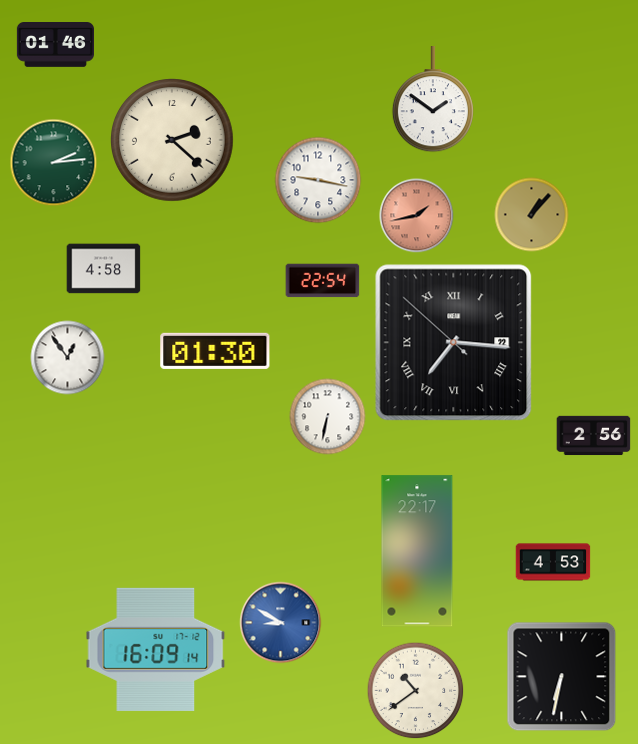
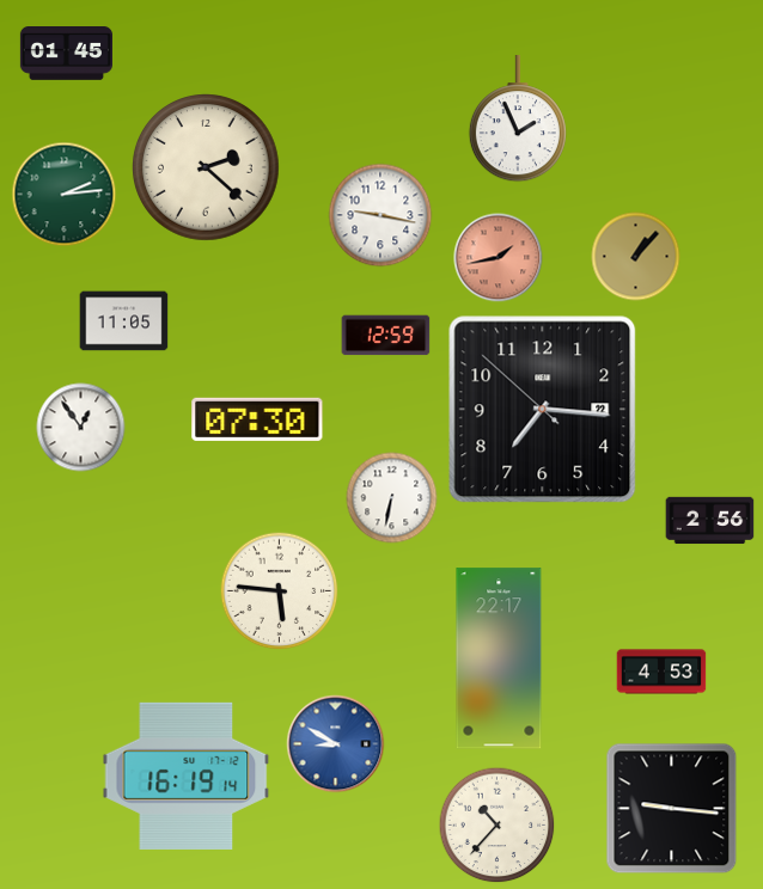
clock at (55, 45): 01:46 -> 01:45
clock at (433, 100): 1:51 -> 1:56
clock at (104, 269): 4:58 -> 11:05
clock at (323, 281): 22:54 -> 12:59
clock at (454, 343) numerals: Roman -> Arabic
clock at (215, 351): 01:30 -> 07:30
clock at (280, 591): none -> 5:46
clock at (156, 649): 16:09 -> 16:19
clock at (562, 677): 6:32 -> 9:16
clock at (416, 691): 10:39 -> 10:37
